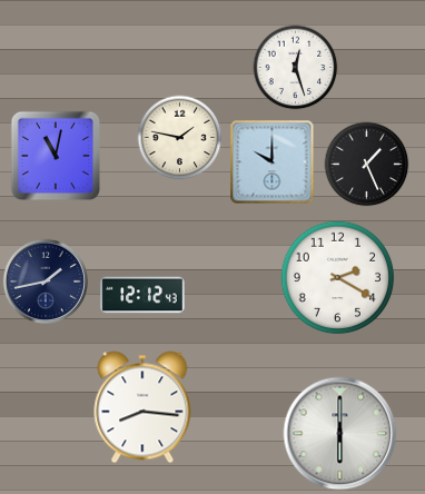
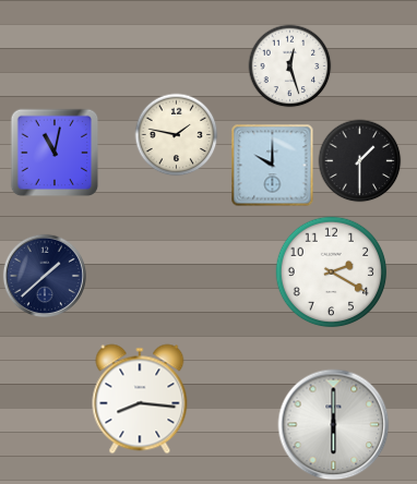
clock at (273, 162) position: (273, 162) -> (273, 166)
clock at (367, 165): 1:26 -> 1:30
clock at (45, 280): 1:43 -> 1:38
clock at (142, 295): 12:12 -> none
